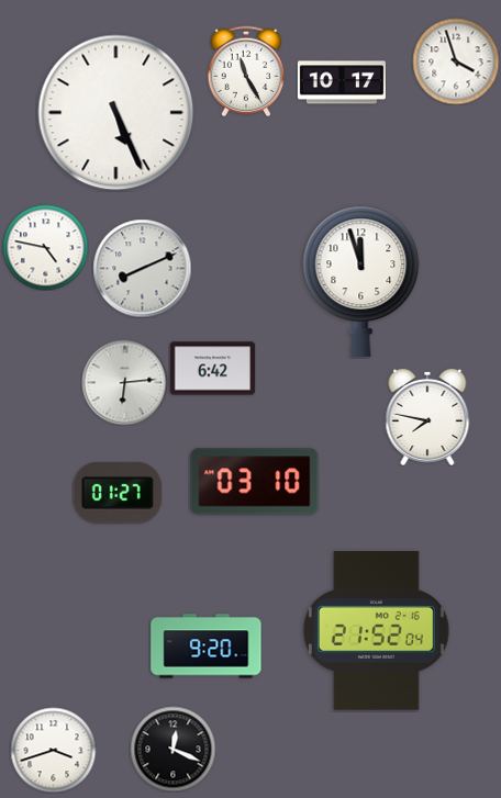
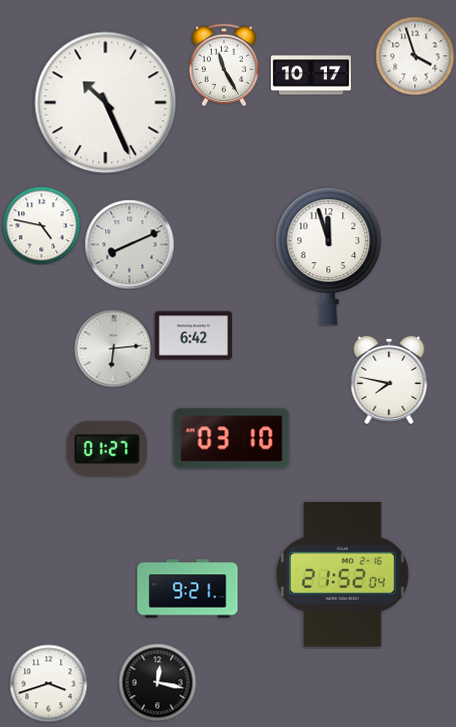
clock at (116, 113): 5:26 -> 10:26
clock at (207, 647): 9:20 -> 9:21
clock at (172, 749): 12:19 -> 12:17
